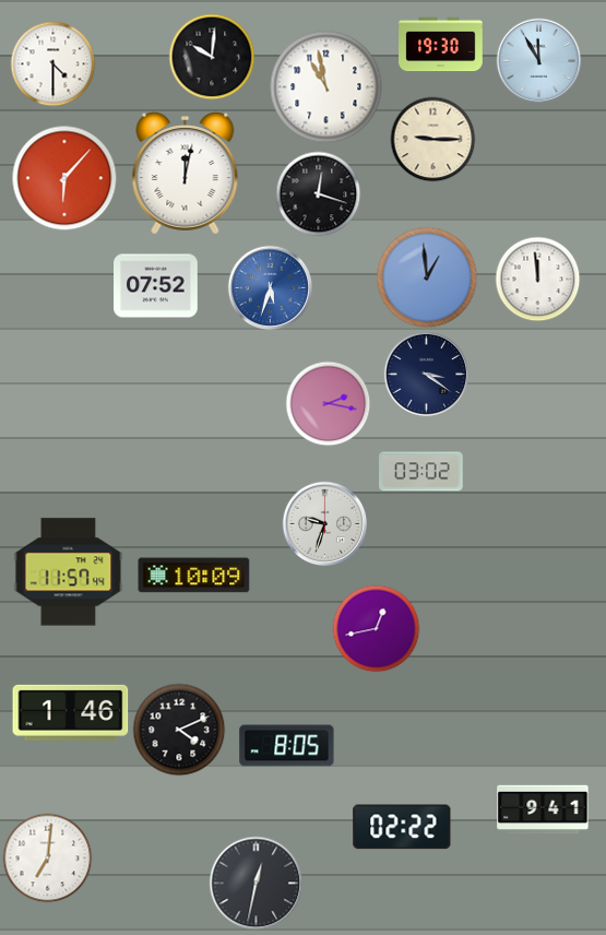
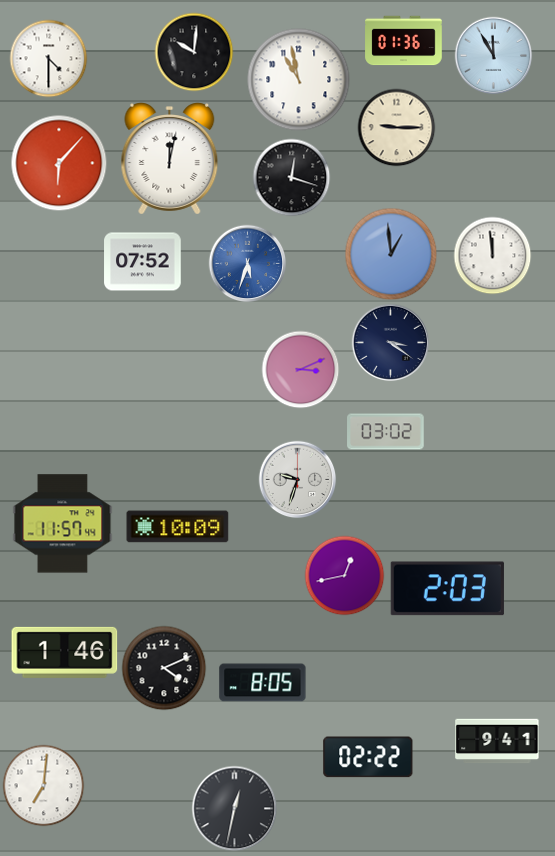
clock at (441, 45): 19:30 -> 01:36
clock at (328, 403): 2:17 -> 3:11
clock at (447, 589): none -> 2:03
